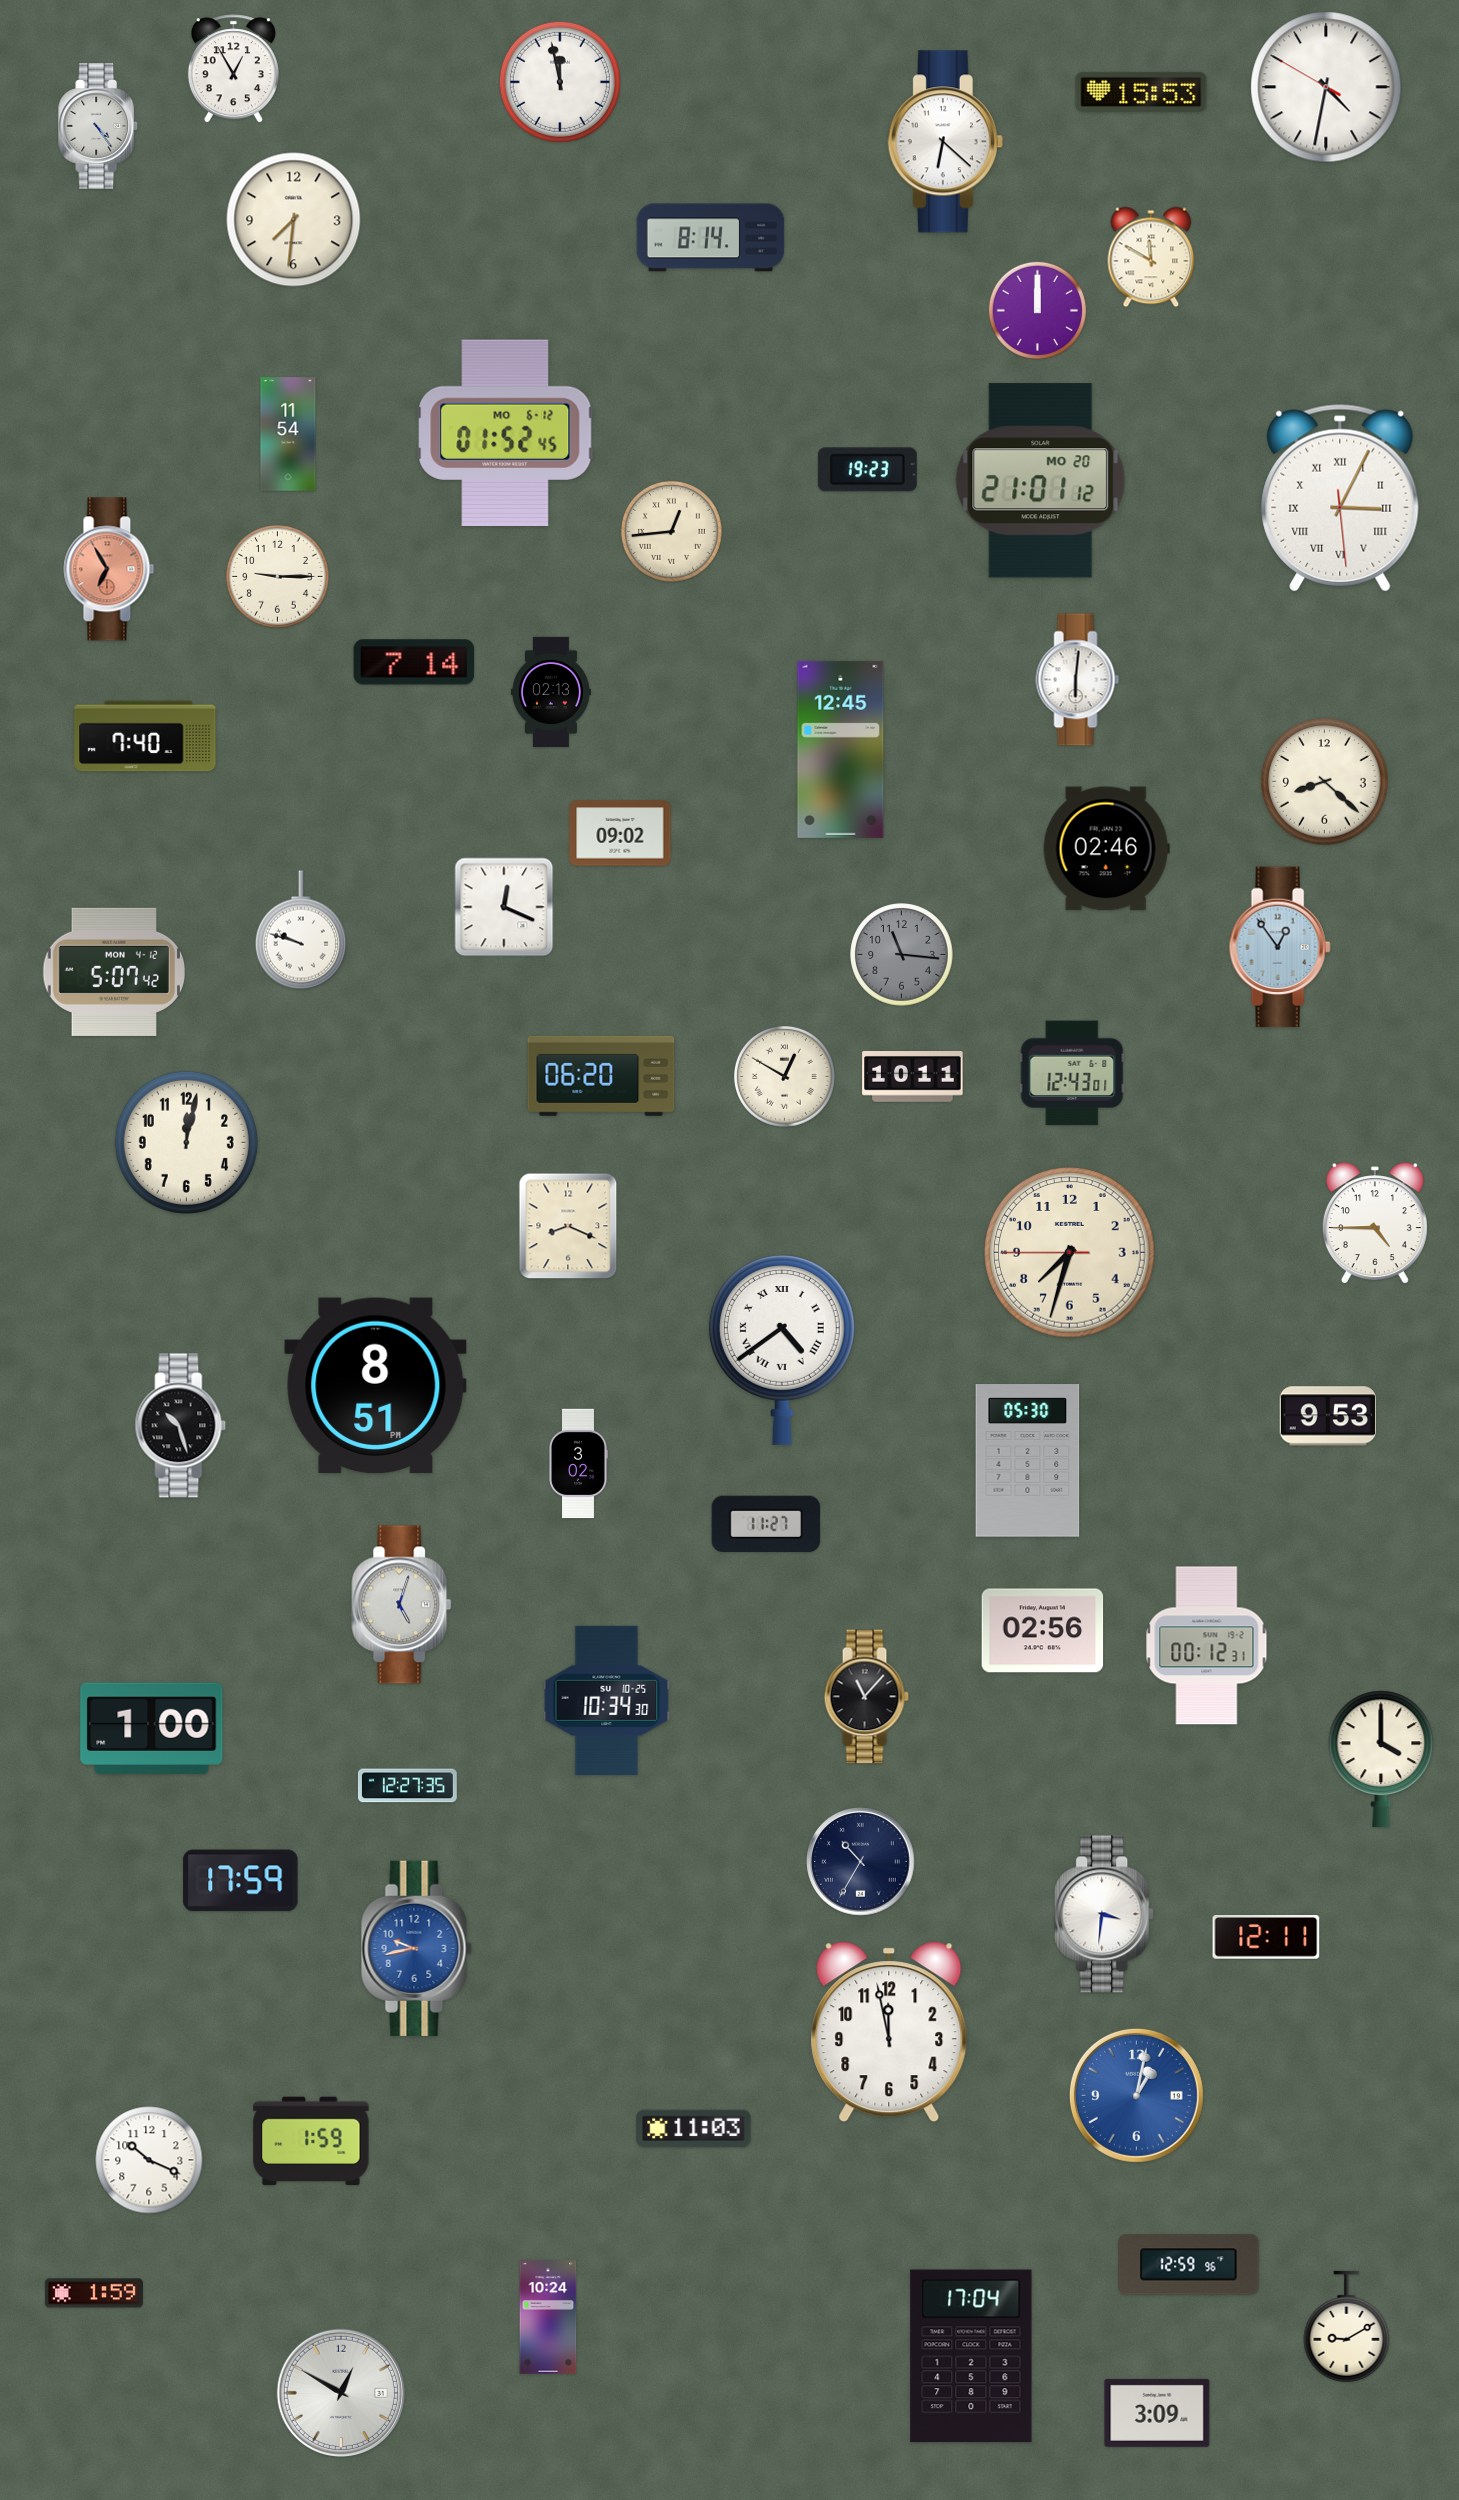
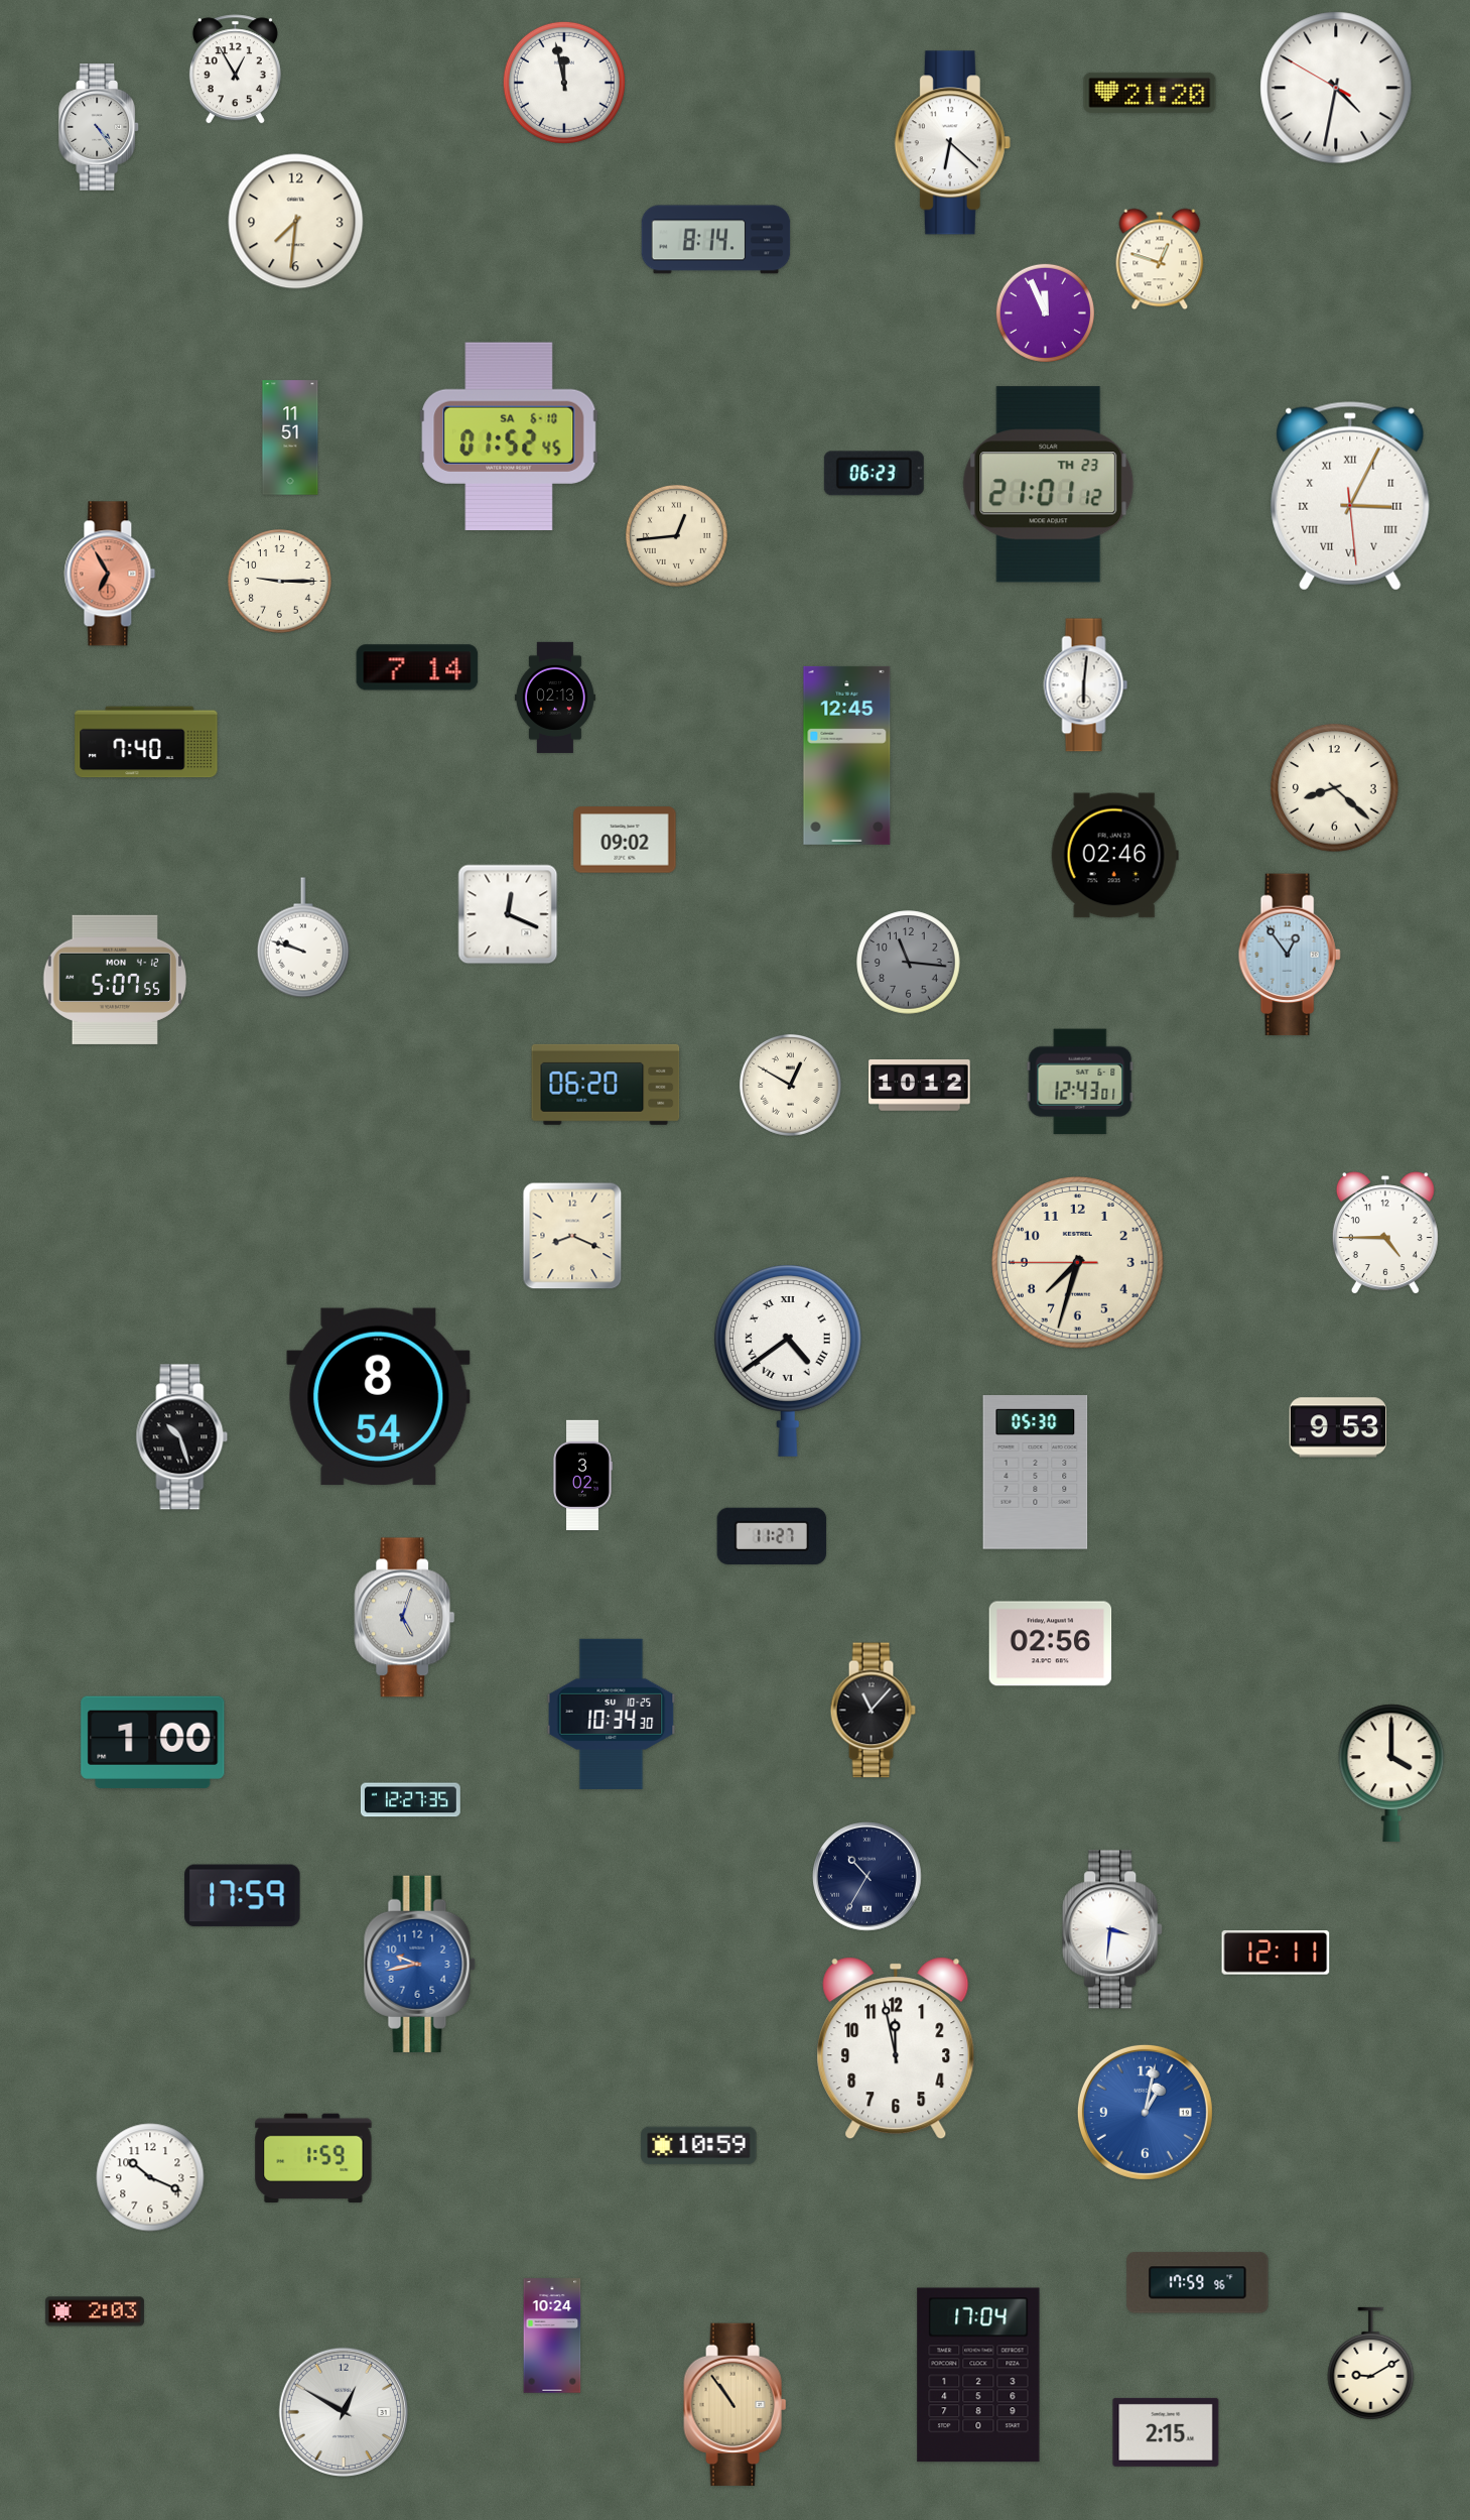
clock at (1141, 92): 15:53 -> 21:20
clock at (1151, 257): 11:50 -> 12:48
clock at (1037, 310): 12:00 -> 11:56
clock at (505, 432) date: MO 6-12 -> SA 6-10
clock at (288, 434): 11:54 -> 11:51
clock at (867, 470): 19:23 -> 06:23
clock at (1041, 481) date: MO 20 -> TH 23
clock at (1340, 498) position: (1340, 498) -> (1350, 496)
clock at (114, 972): 5:07:42 -> 5:07:55
clock at (913, 1077): 10:11 -> 10:12
clock at (186, 1142): 12:02 -> none
clock at (376, 1386): 8:51 -> 8:54
clock at (1207, 1646): 00:12 -> none
clock at (694, 2129): 11:03 -> 10:59
clock at (1189, 2265): 12:59 -> 17:59
clock at (94, 2293): 1:59 -> 2:03
clock at (1347, 2327) position: (1347, 2327) -> (1371, 2364)
clock at (736, 2404): none -> 10:54
clock at (1157, 2413): 3:09 -> 2:15
